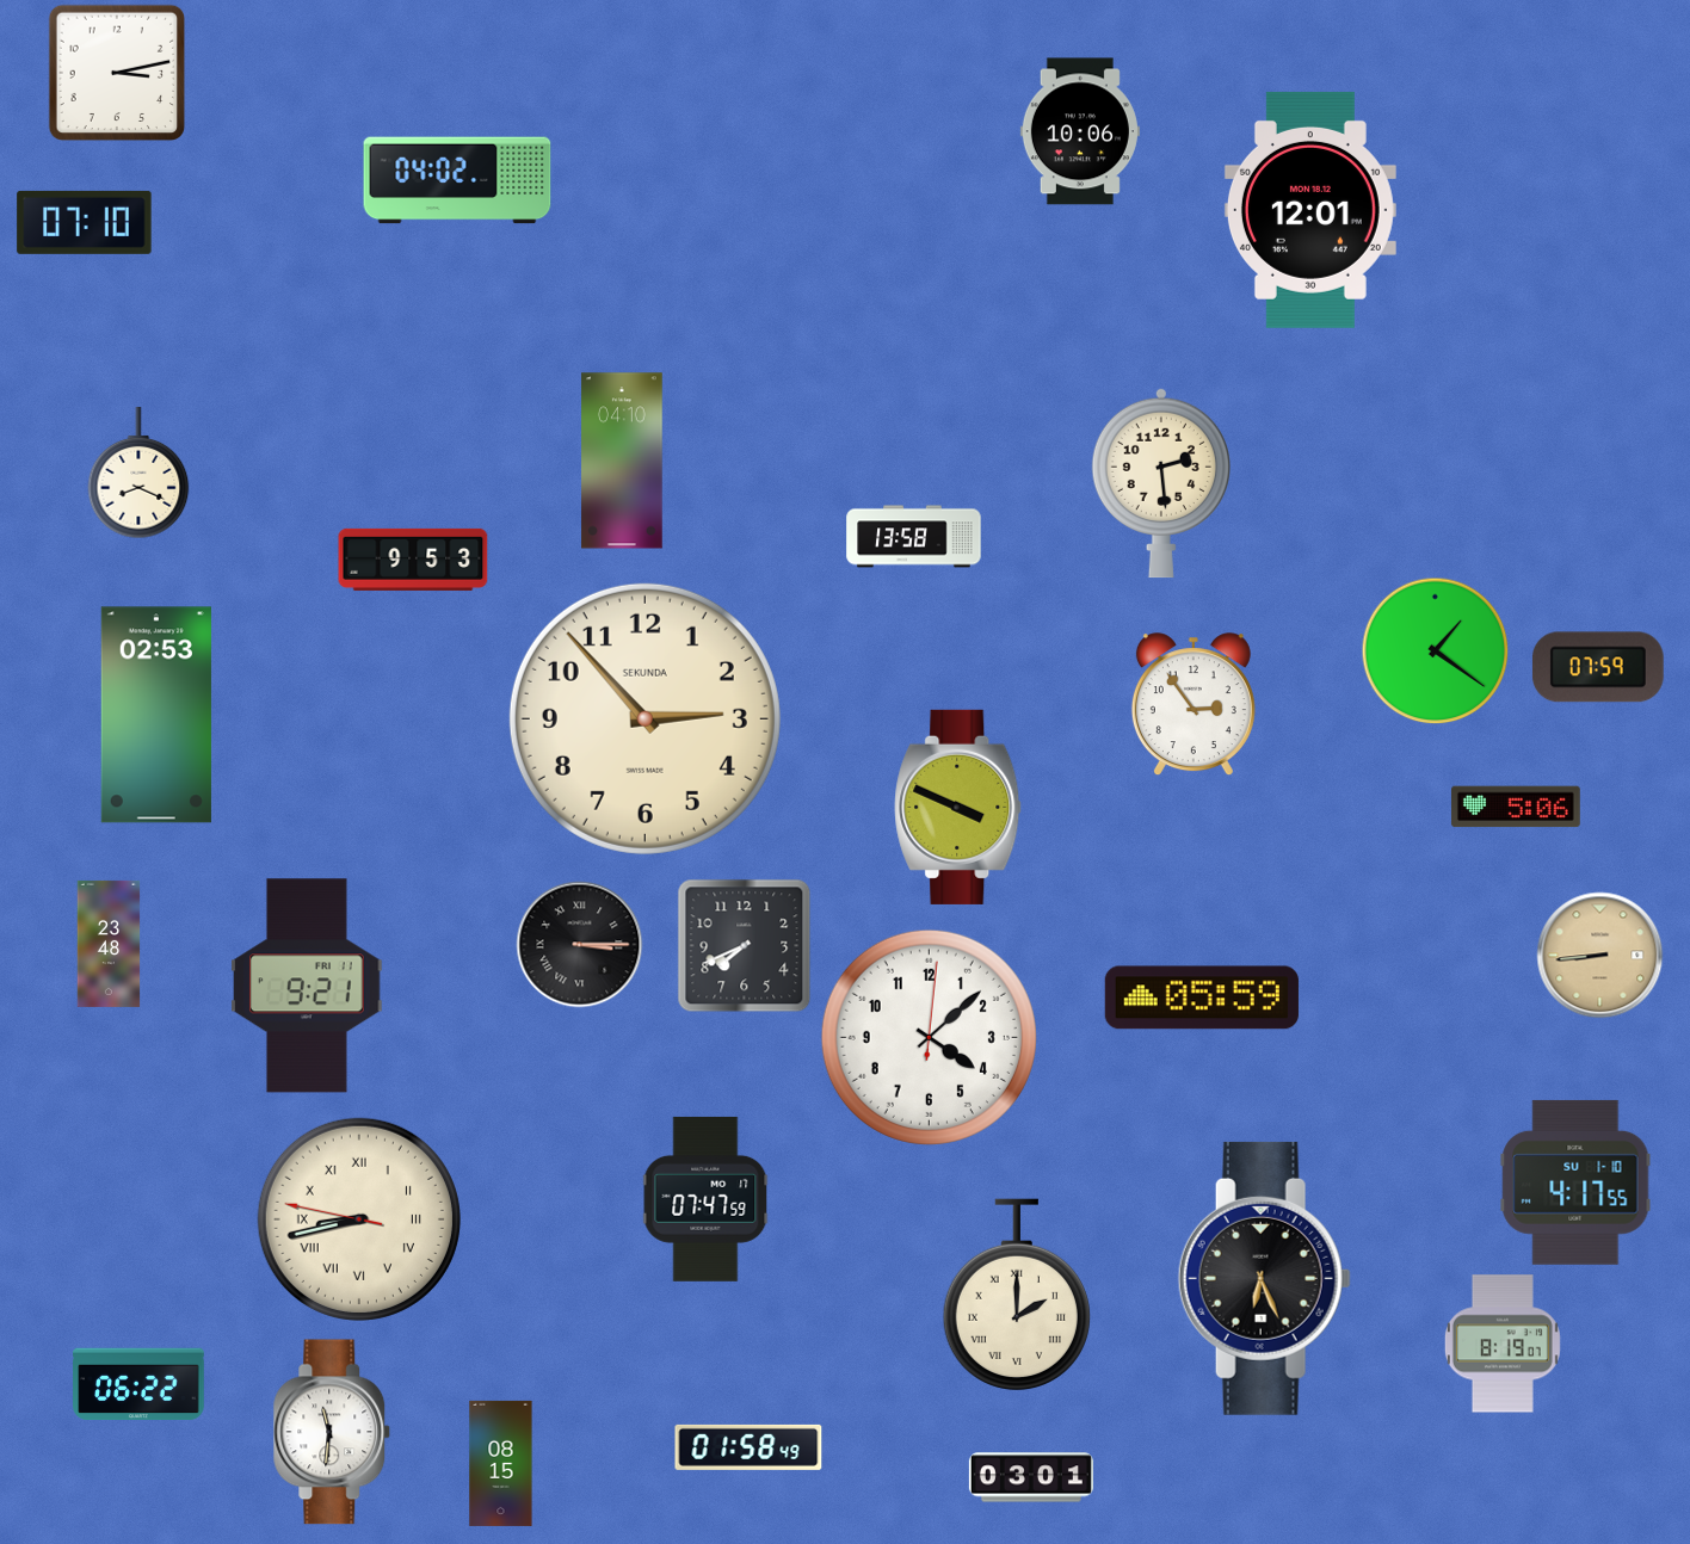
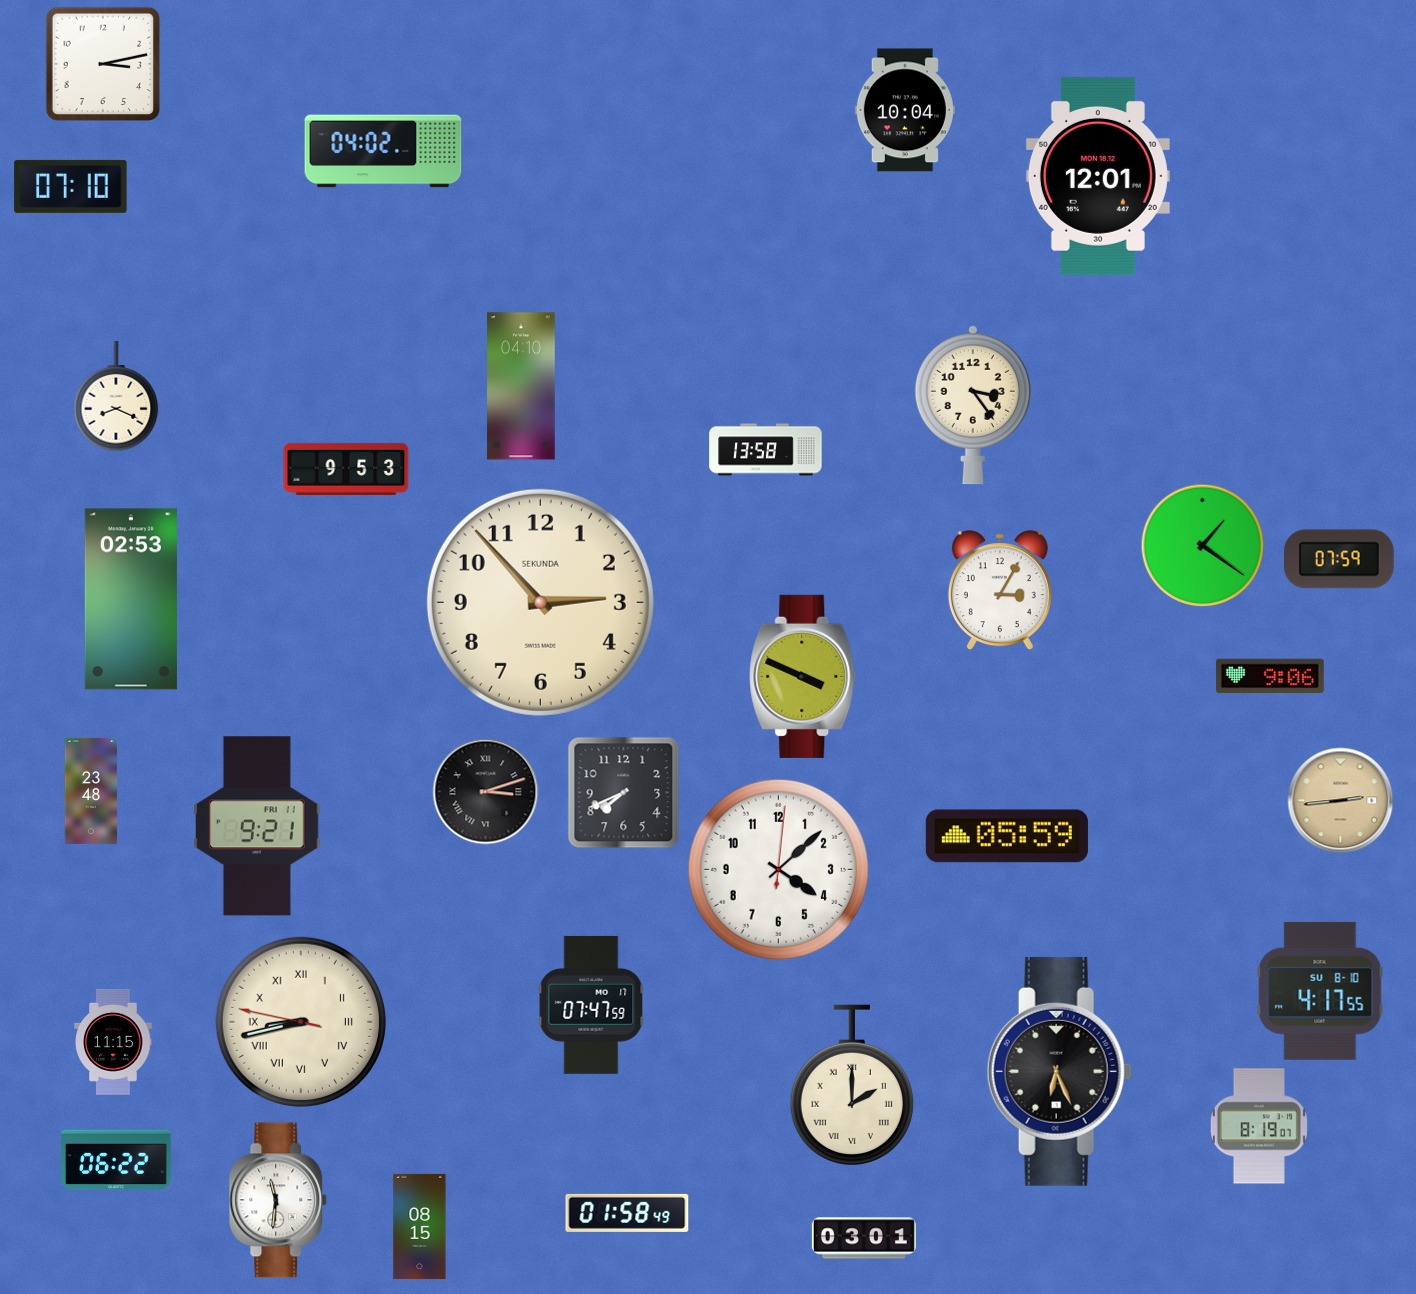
clock at (117, 73) position: (117, 73) -> (103, 64)
clock at (1080, 131): 10:06 -> 10:04
clock at (1161, 483): 2:29 -> 3:24
clock at (1194, 705): 2:54 -> 3:05
clock at (1516, 807): 5:06 -> 9:06
clock at (580, 945): 3:15 -> 3:12
clock at (1600, 956): 8:44 -> 2:44
clock at (1575, 1182) date: SU 1-10 -> SU 8-10
clock at (113, 1042): none -> 11:15
